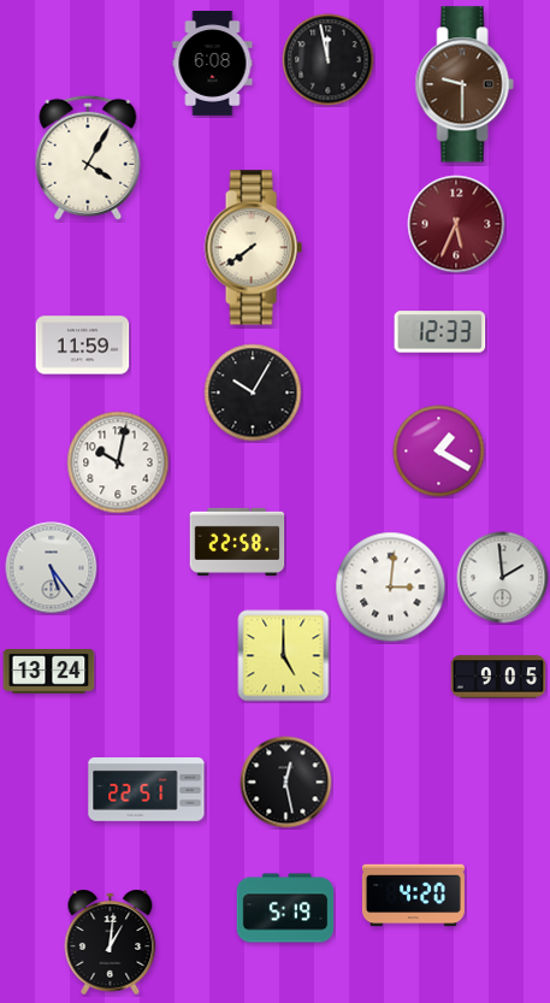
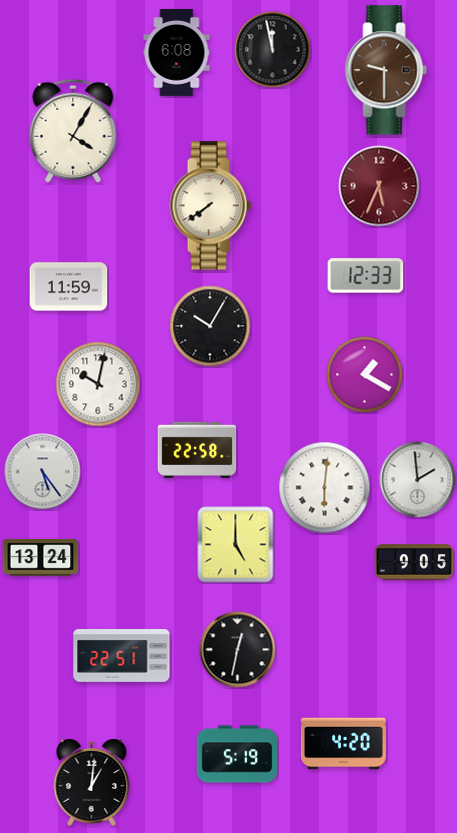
clock at (391, 588): 3:01 -> 6:01
clock at (286, 783): 12:28 -> 12:32
